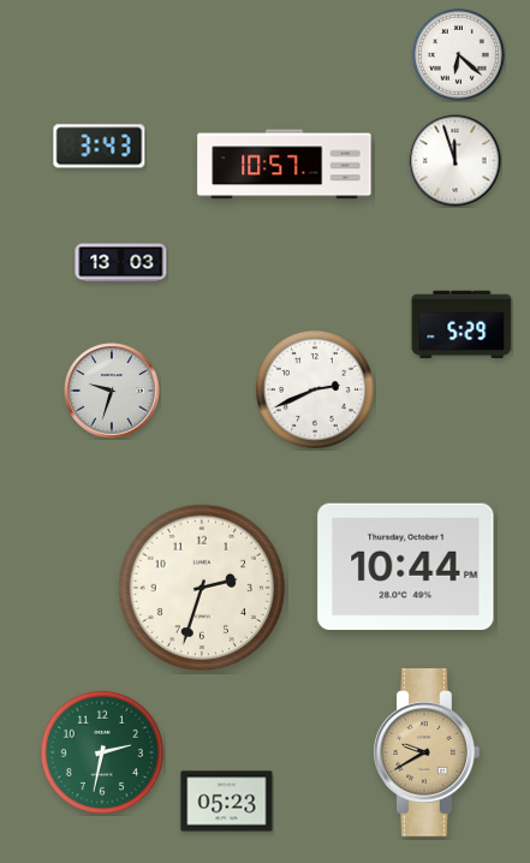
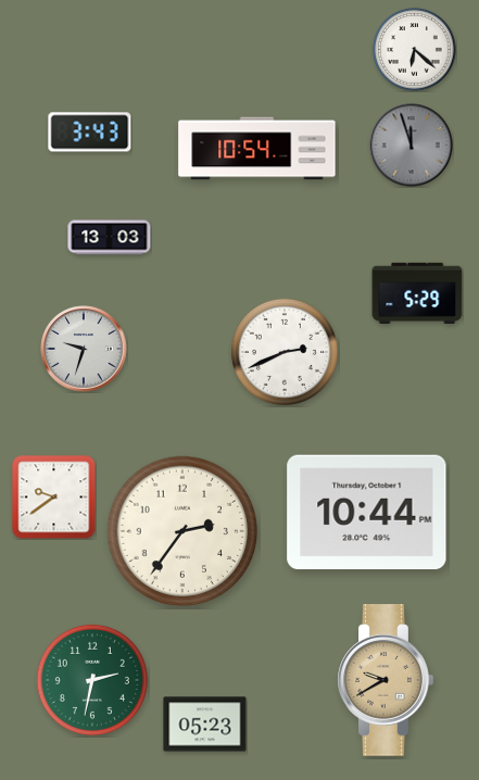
clock at (455, 161) dial: white -> grey
clock at (285, 165): 10:57 -> 10:54
clock at (112, 391) position: (112, 391) -> (84, 349)
clock at (54, 498): none -> 9:39
clock at (202, 588): 2:33 -> 2:36
